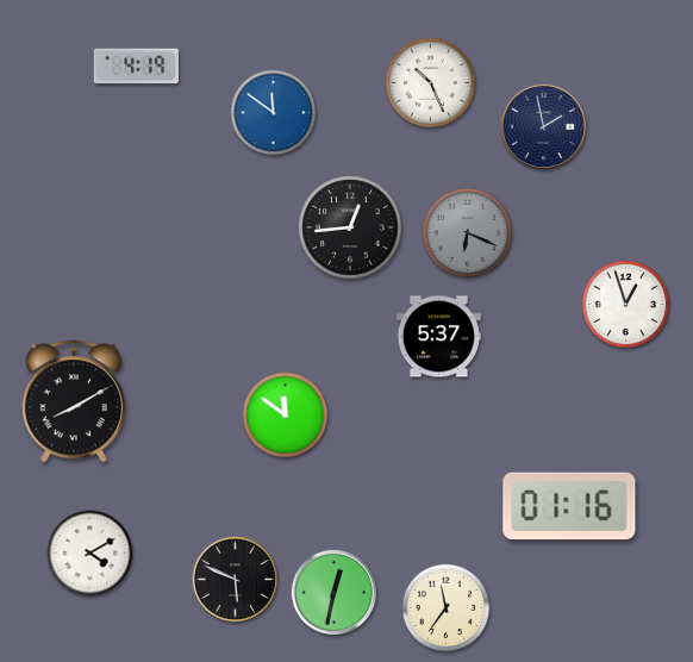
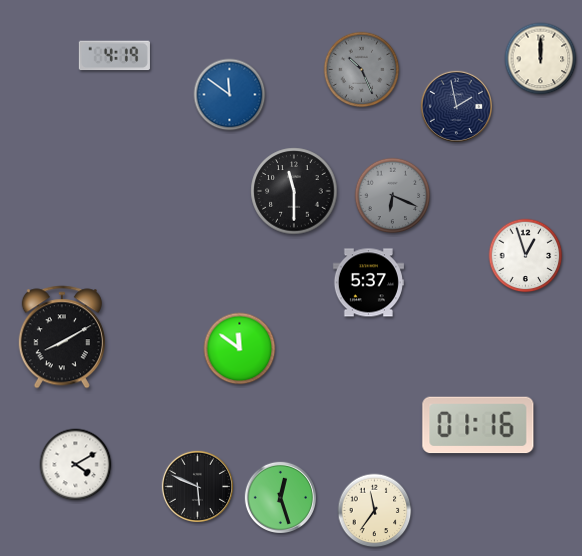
clock at (541, 59): none -> 12:00
clock at (431, 83) dial: white -> grey
clock at (350, 227): 12:44 -> 11:30
clock at (333, 592): 12:32 -> 12:27
